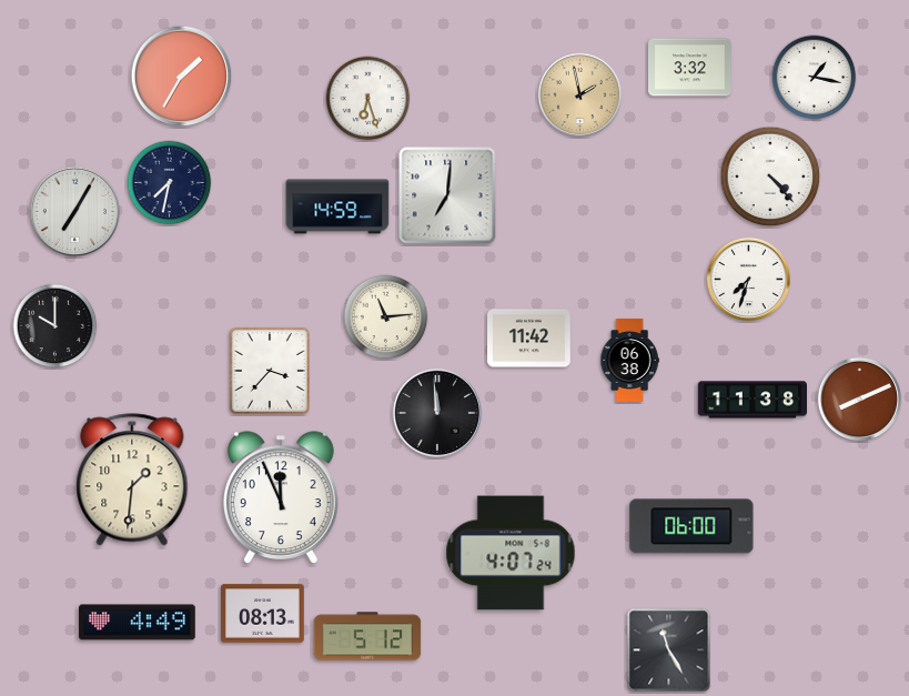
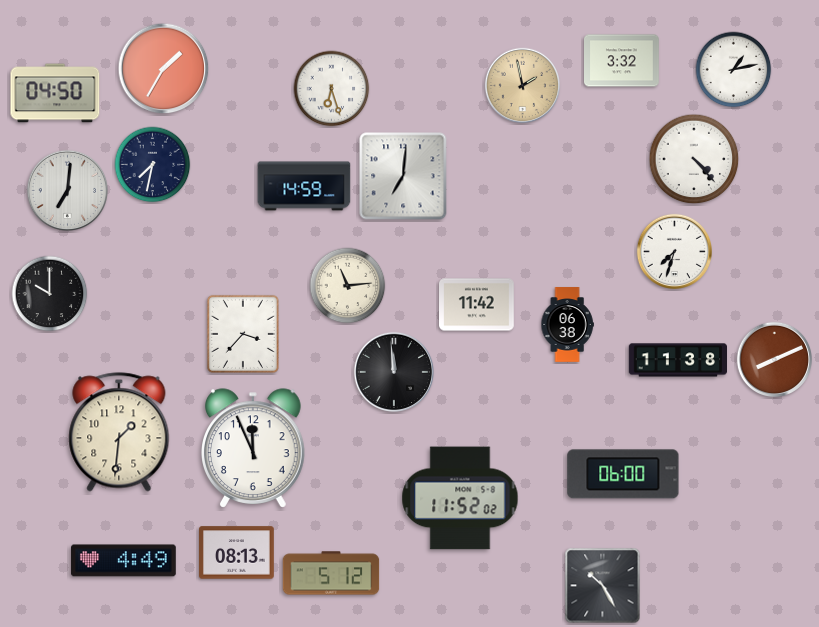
clock at (815, 78): 1:17 -> 1:13
clock at (55, 93): none -> 04:50
clock at (75, 212): 7:05 -> 7:01
clock at (511, 553): 4:07 -> 11:52
clock at (669, 650): 11:25 -> 10:25
